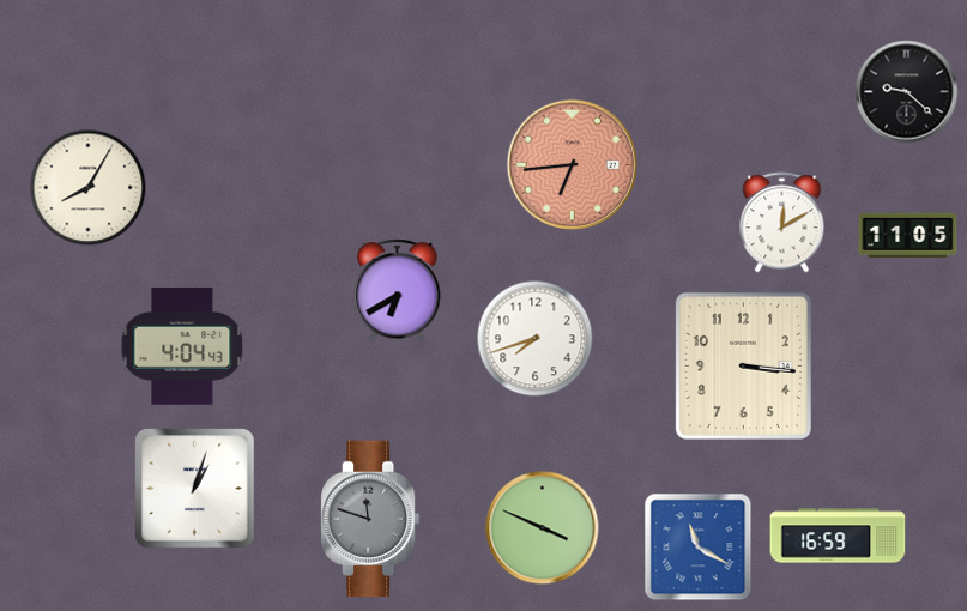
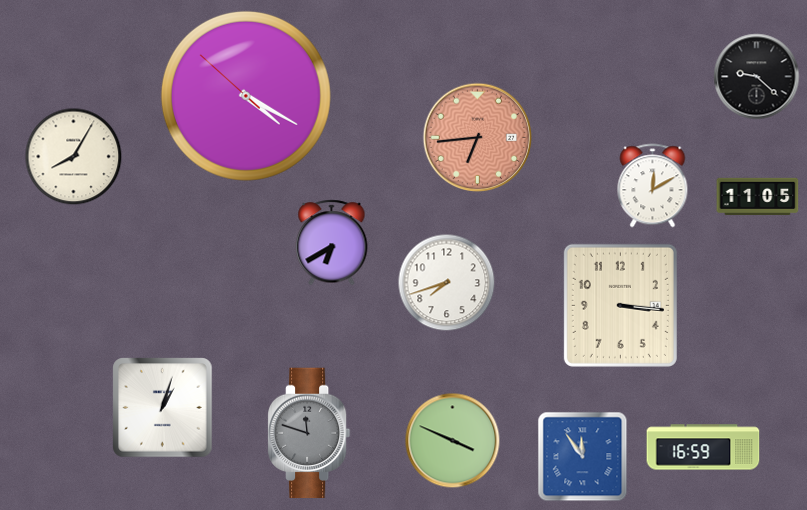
clock at (246, 96): none -> 4:19
clock at (182, 346): 4:04 -> none
clock at (838, 536) position: (838, 536) -> (703, 447)
clock at (699, 548): 11:20 -> 11:54
